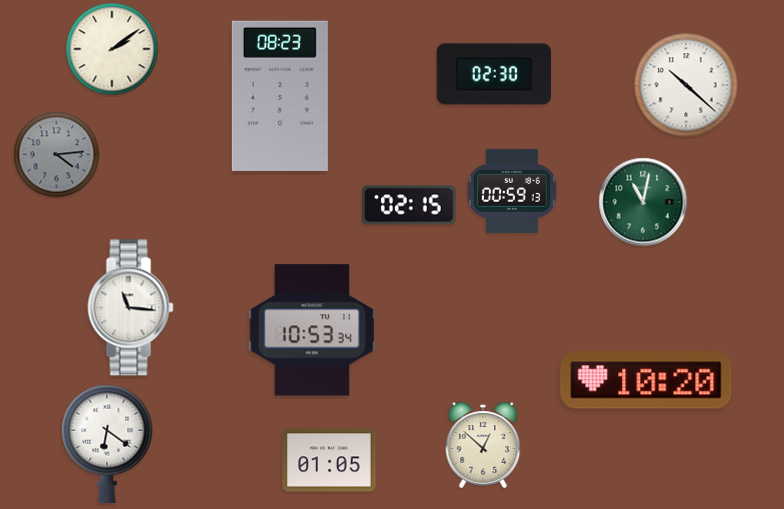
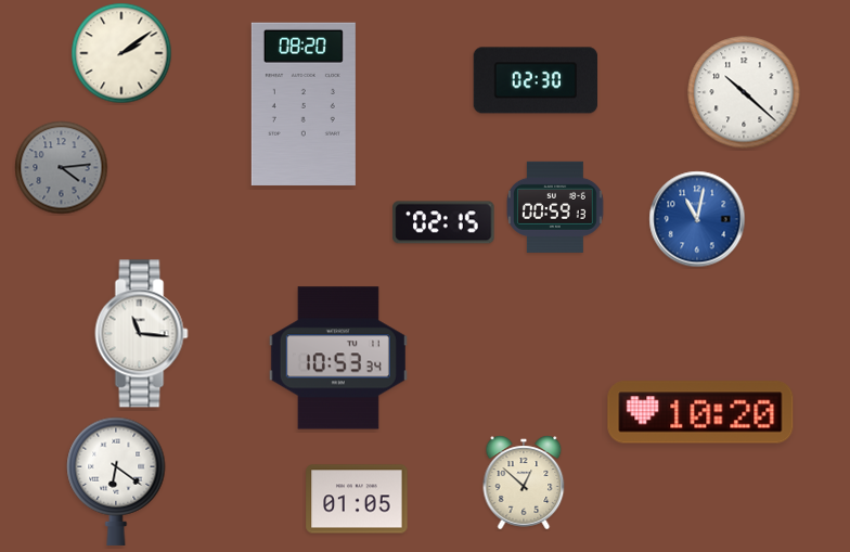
clock at (280, 96): 08:23 -> 08:20
clock at (643, 202) dial: green -> blue
